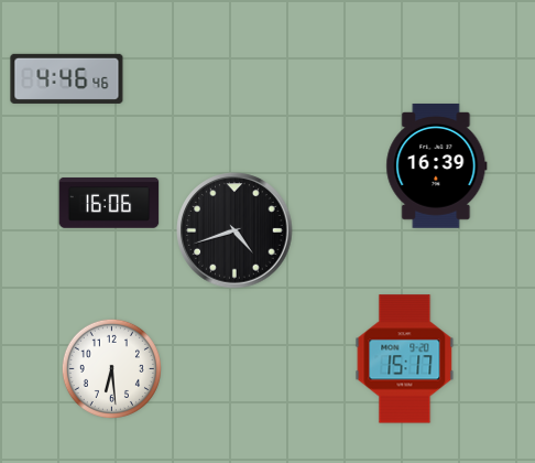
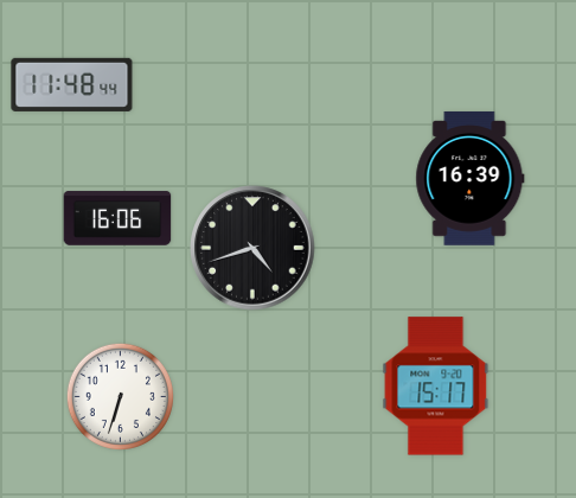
clock at (67, 78): 4:46 -> 11:48
clock at (111, 368): 6:29 -> 6:33
